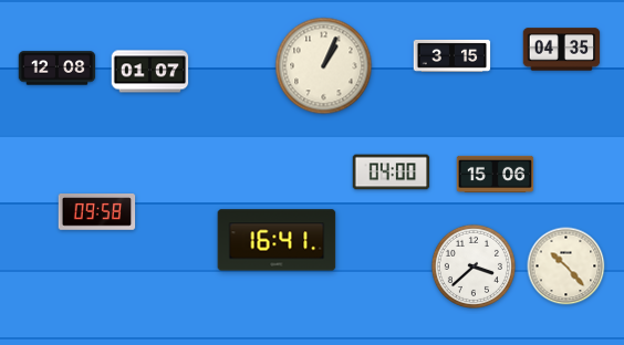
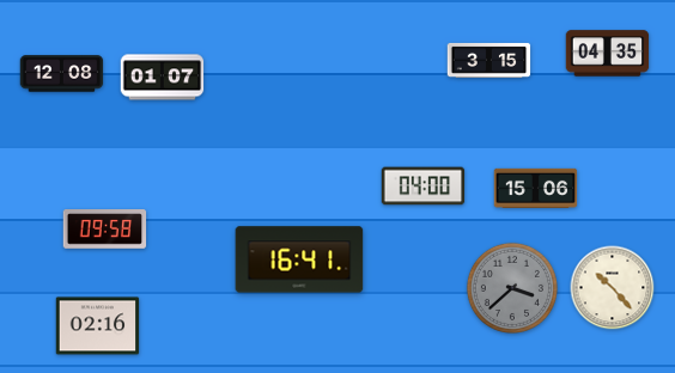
clock at (324, 66): 1:04 -> none
clock at (474, 266) dial: white -> grey
clock at (98, 326): none -> 02:16
